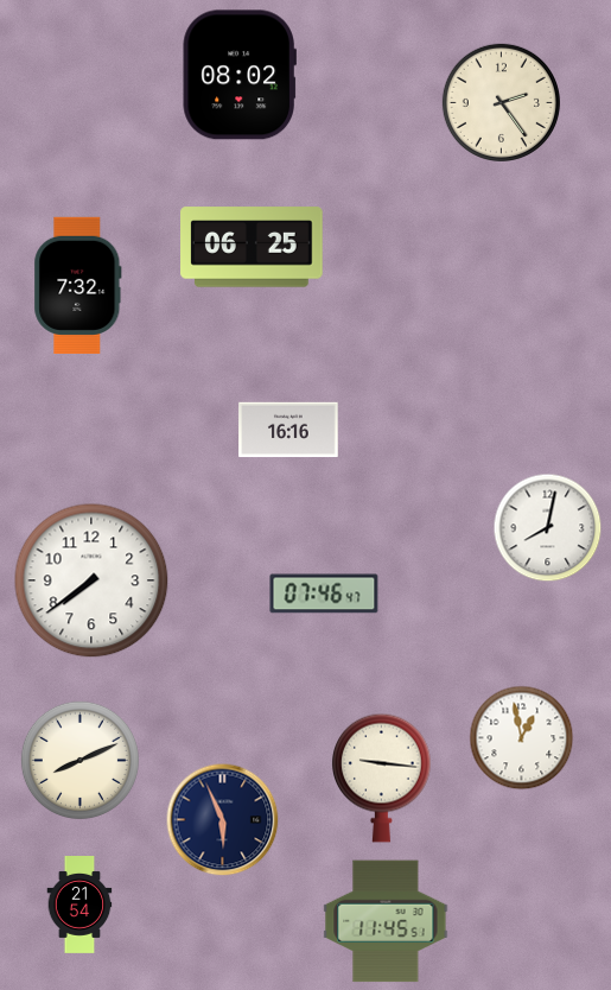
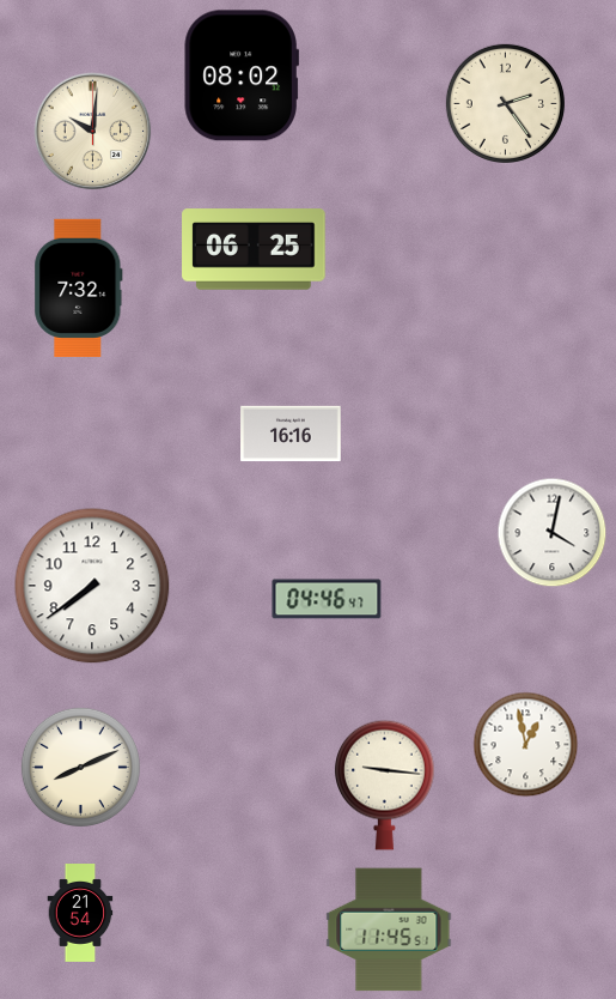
clock at (93, 132): none -> 10:01
clock at (548, 528): 8:02 -> 4:02
clock at (324, 594): 07:46 -> 04:46
clock at (223, 820): 5:56 -> none
